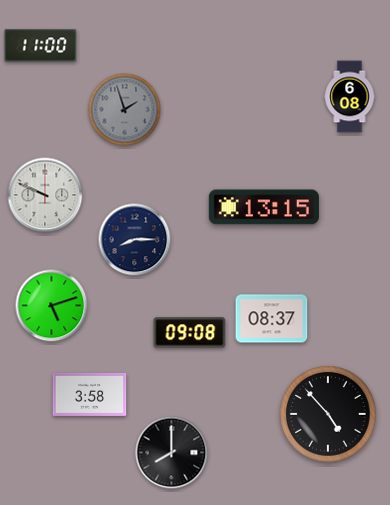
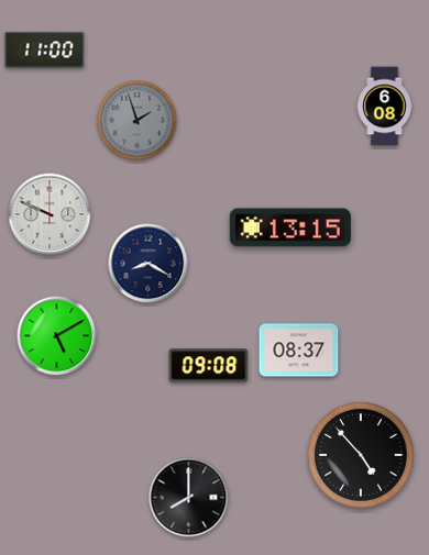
clock at (135, 240): 8:15 -> 8:20
clock at (52, 306): 5:12 -> 5:10
clock at (90, 394): 3:58 -> none
